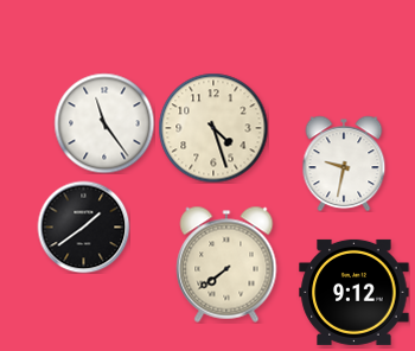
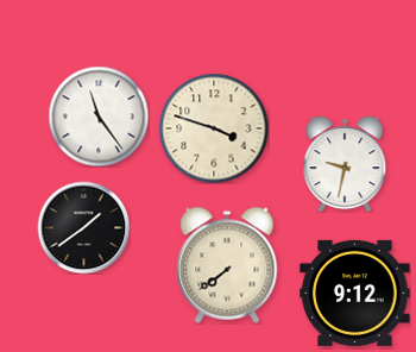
clock at (104, 123) position: (104, 123) -> (99, 117)
clock at (213, 128): 4:27 -> 3:48
